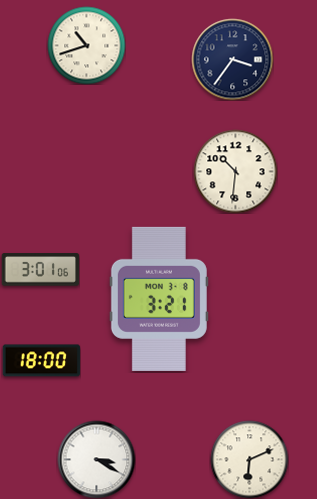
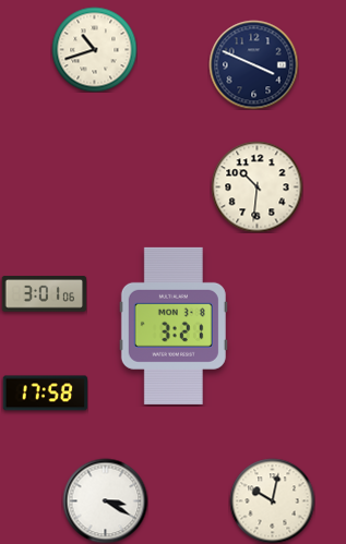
clock at (232, 59): 3:36 -> 3:49
clock at (41, 361): 18:00 -> 17:58
clock at (249, 459): 6:11 -> 10:02
